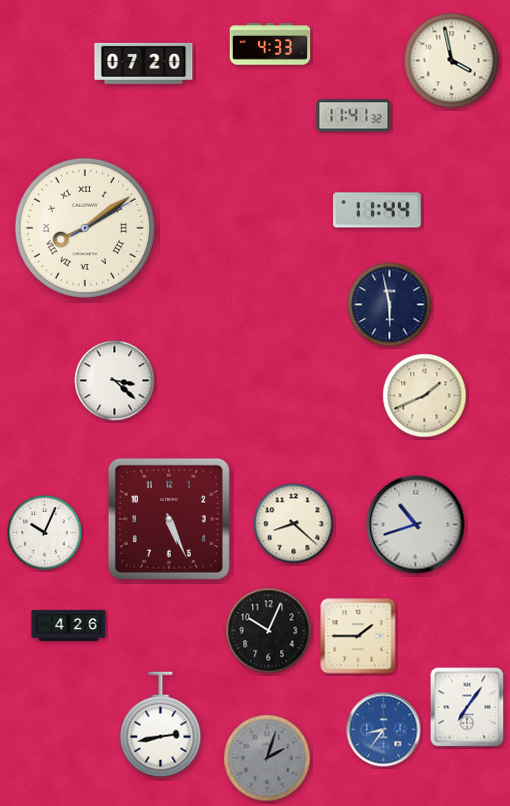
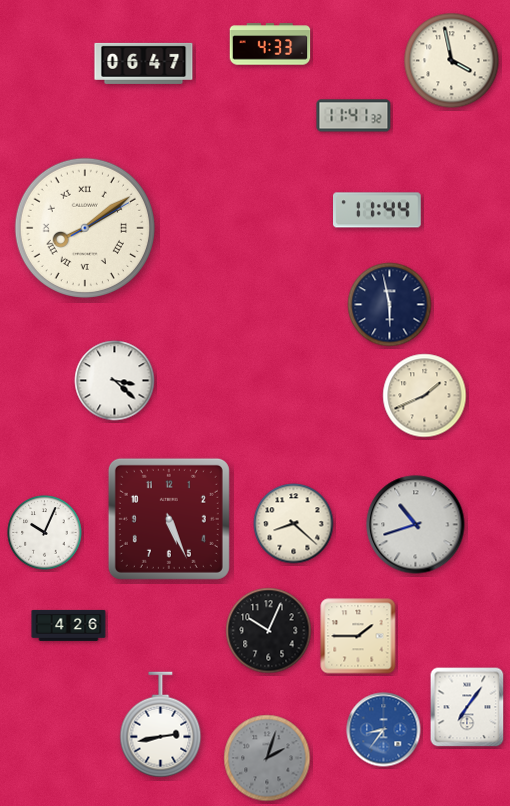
clock at (144, 63): 07:20 -> 06:47
